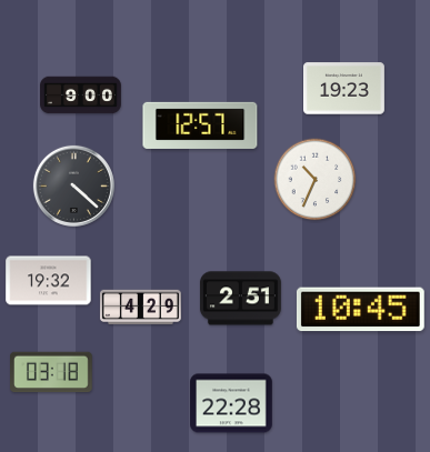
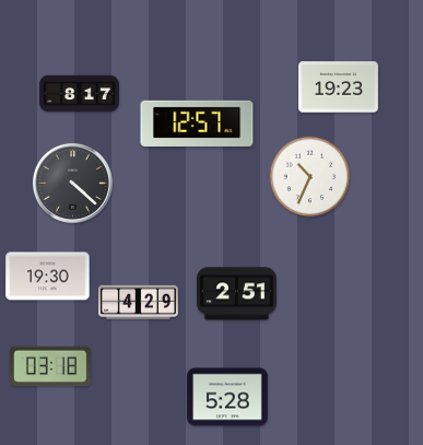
clock at (81, 96): 9:00 -> 8:17
clock at (49, 281): 19:32 -> 19:30
clock at (360, 310): 10:45 -> none
clock at (231, 403): 22:28 -> 5:28
